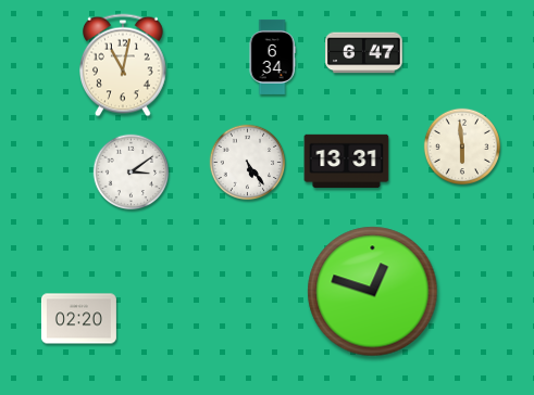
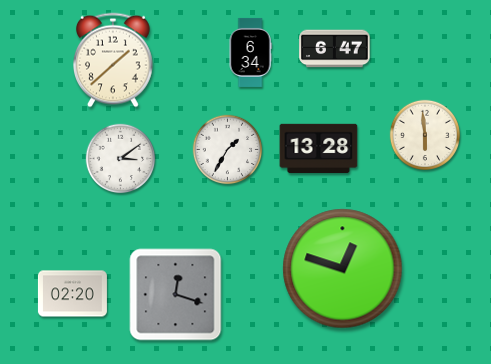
clock at (124, 65): 11:02 -> 1:38
clock at (347, 162): 13:31 -> 13:28
clock at (248, 163): 5:24 -> 1:35
clock at (176, 295): none -> 12:18
